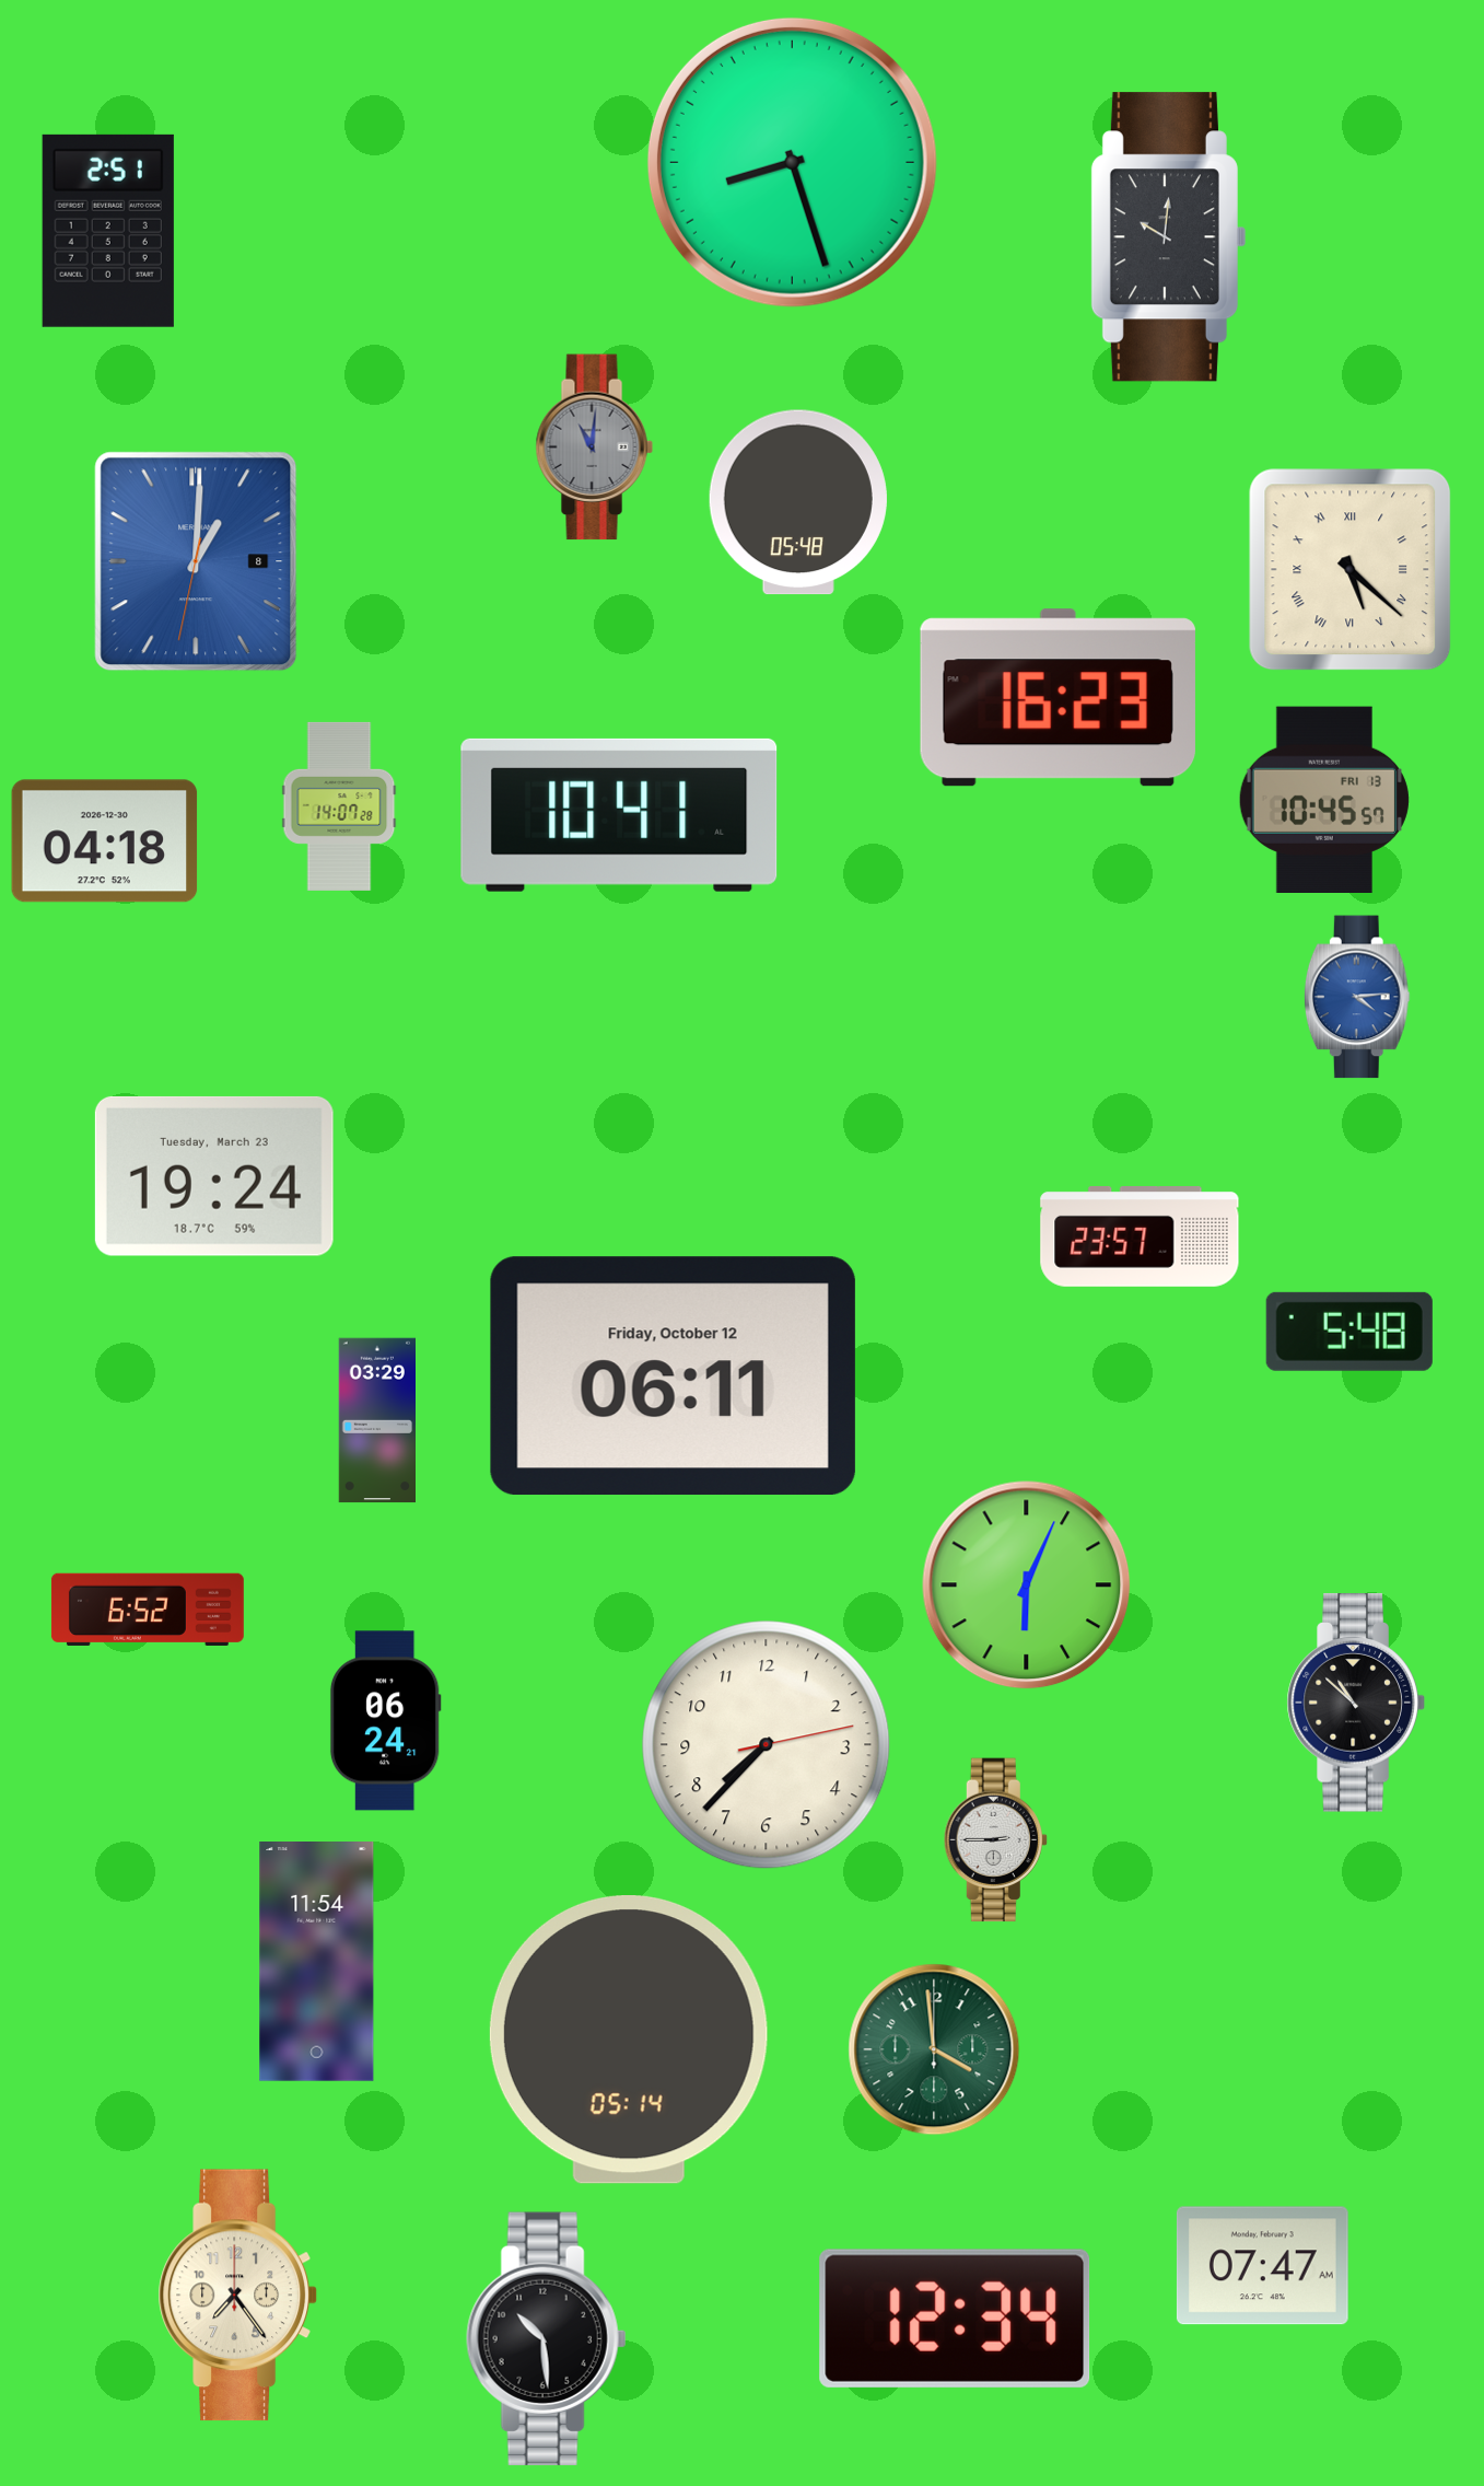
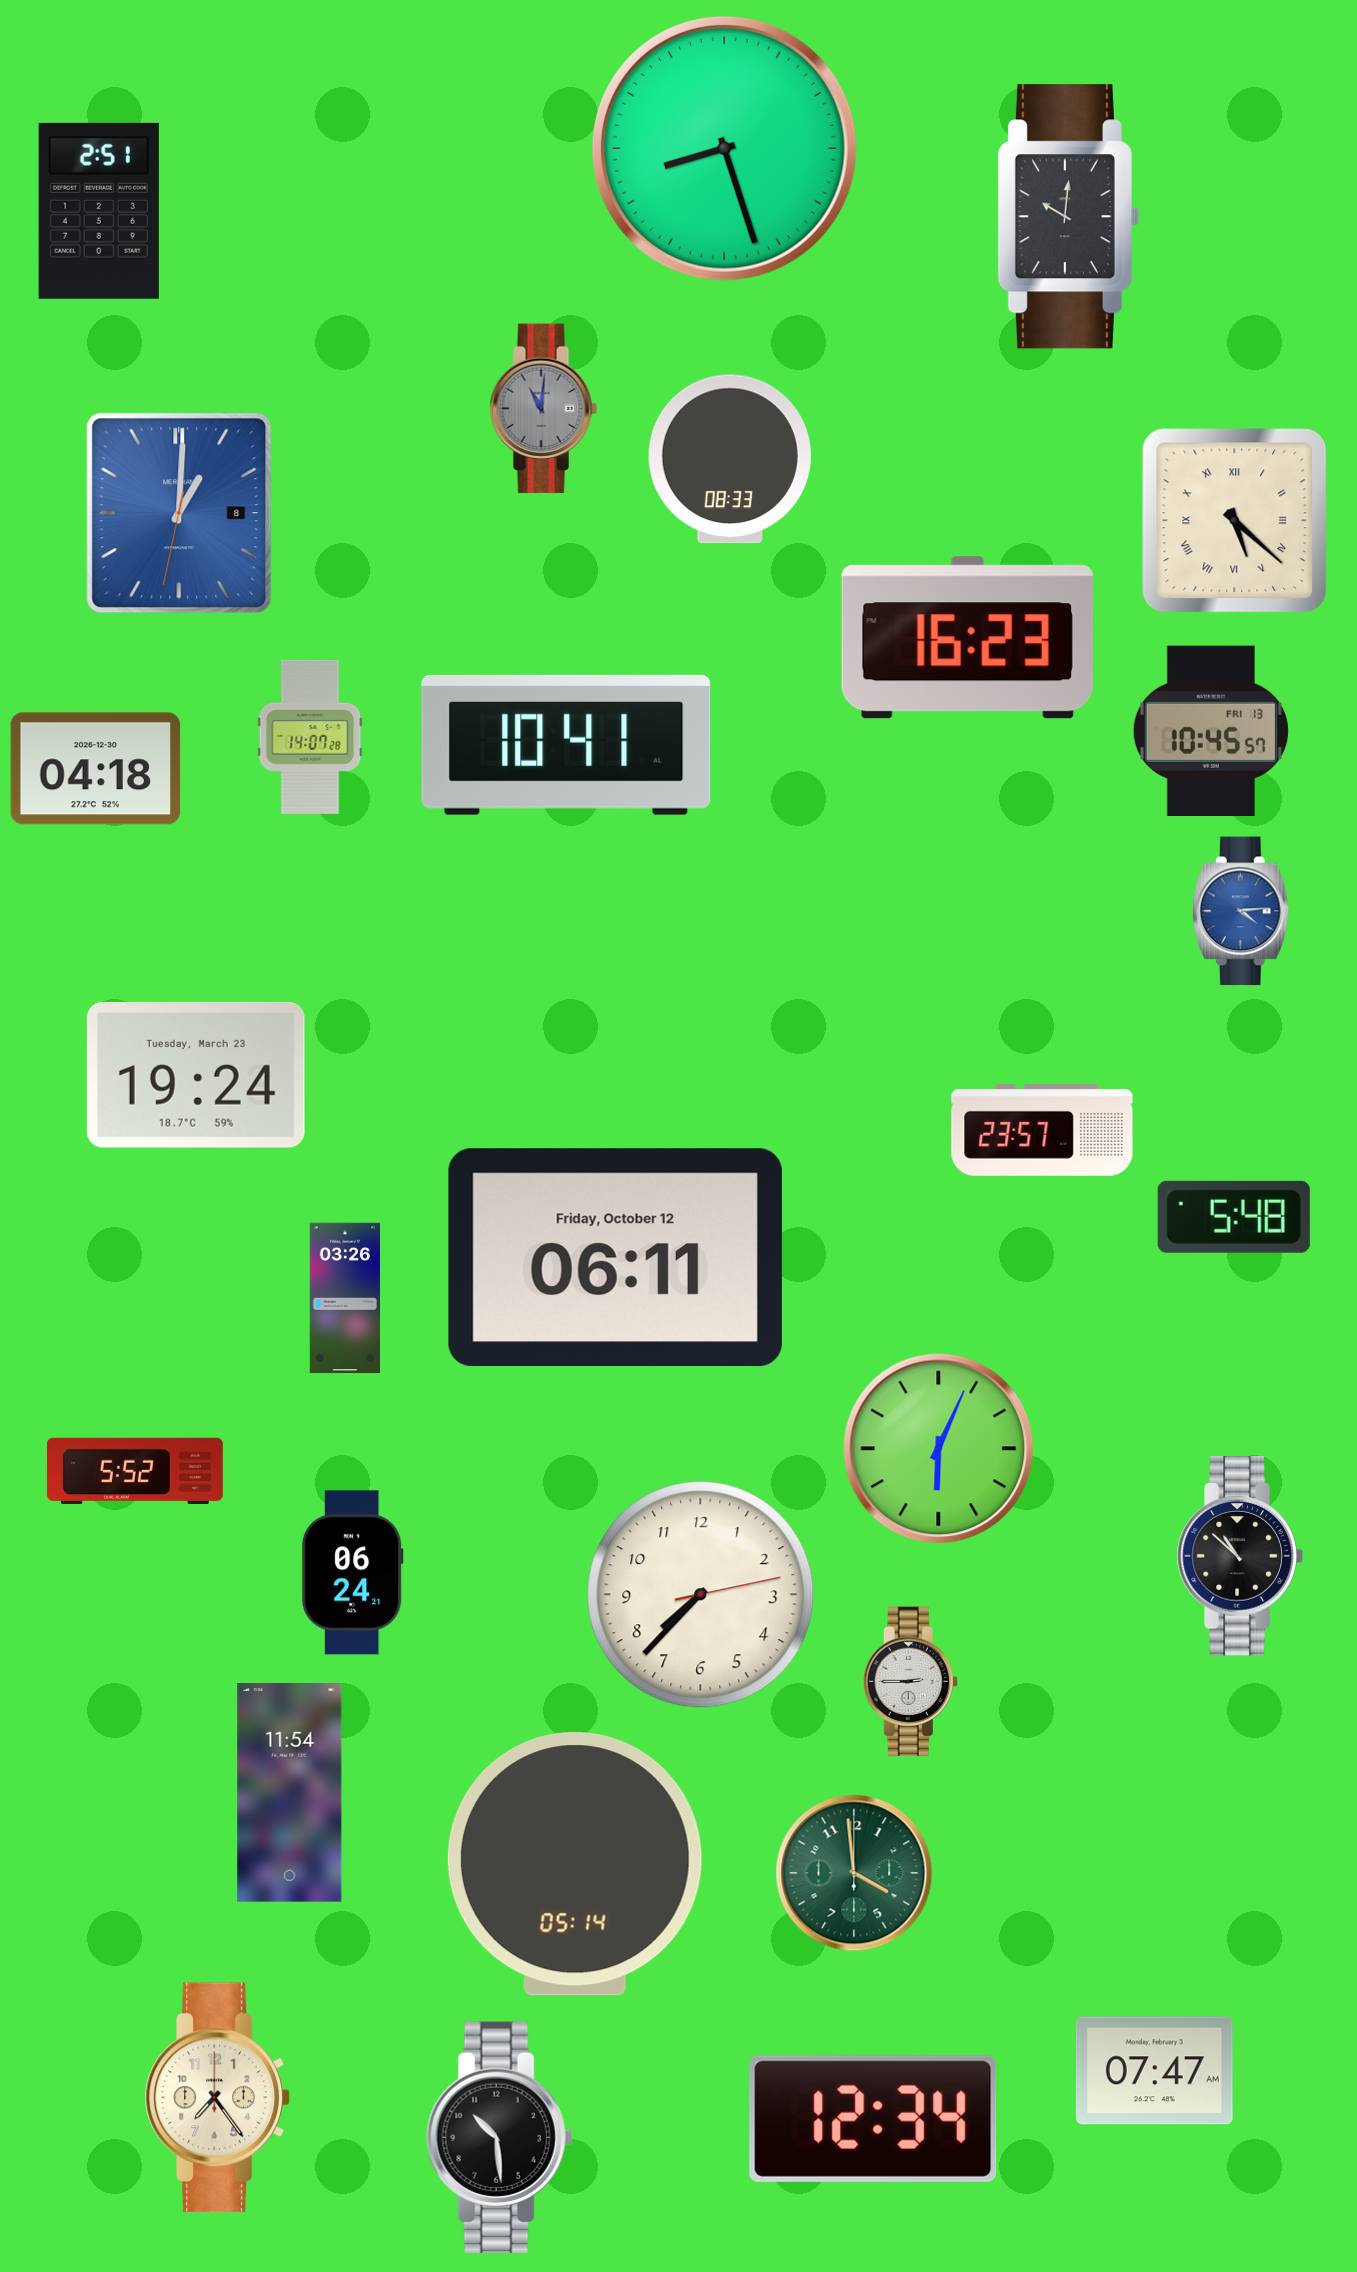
clock at (798, 502): 05:48 -> 08:33
clock at (376, 1420): 03:29 -> 03:26
clock at (148, 1610): 6:52 -> 5:52
